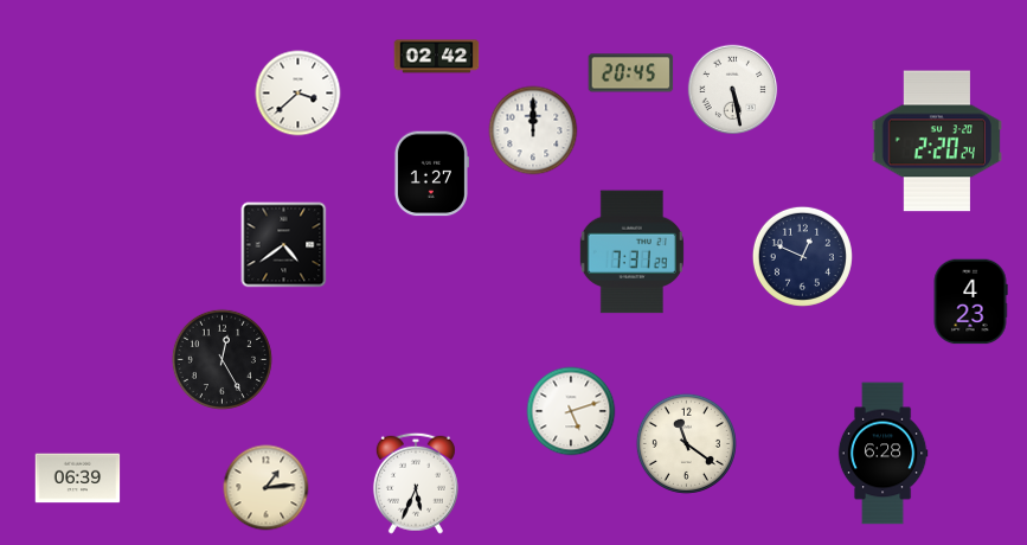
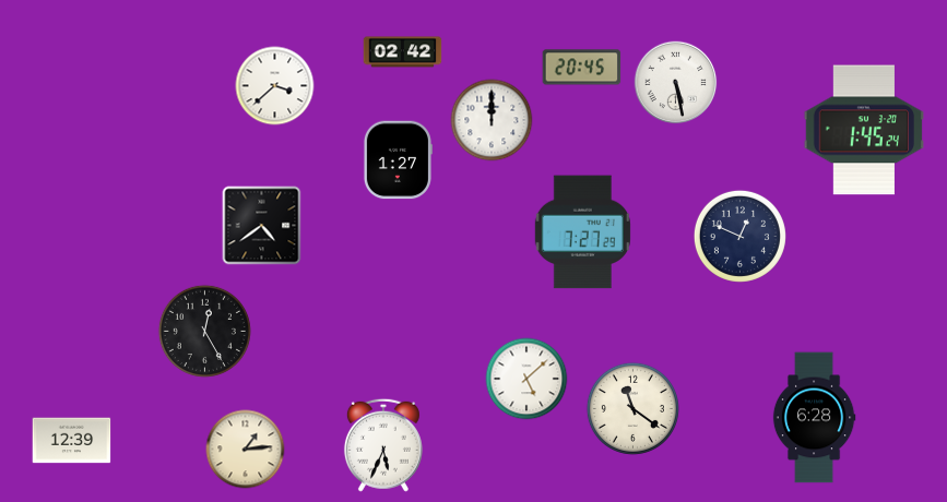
clock at (936, 141): 2:20 -> 1:45
clock at (631, 252): 7:31 -> 7:27
clock at (970, 302): 4:23 -> none
clock at (571, 411): 5:12 -> 5:08
clock at (78, 479): 06:39 -> 12:39
